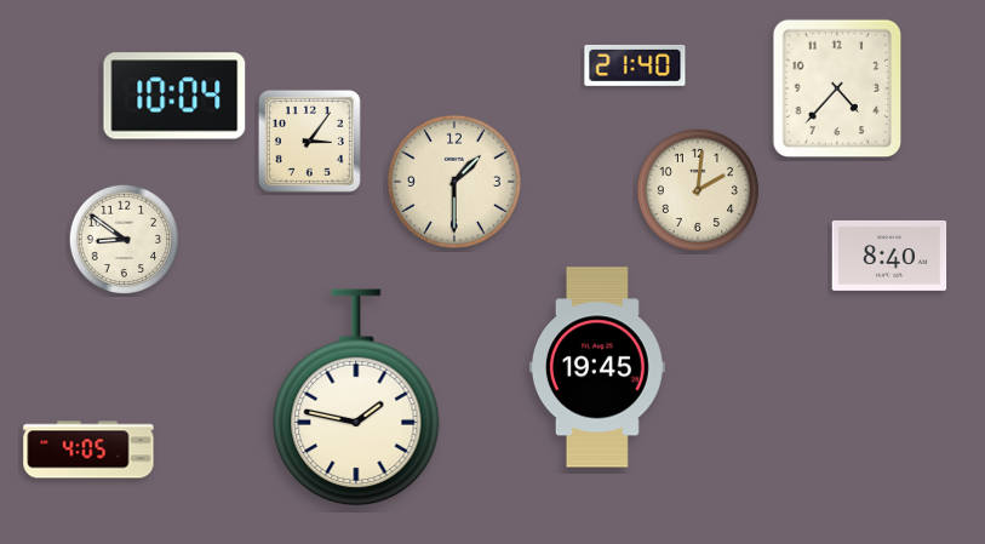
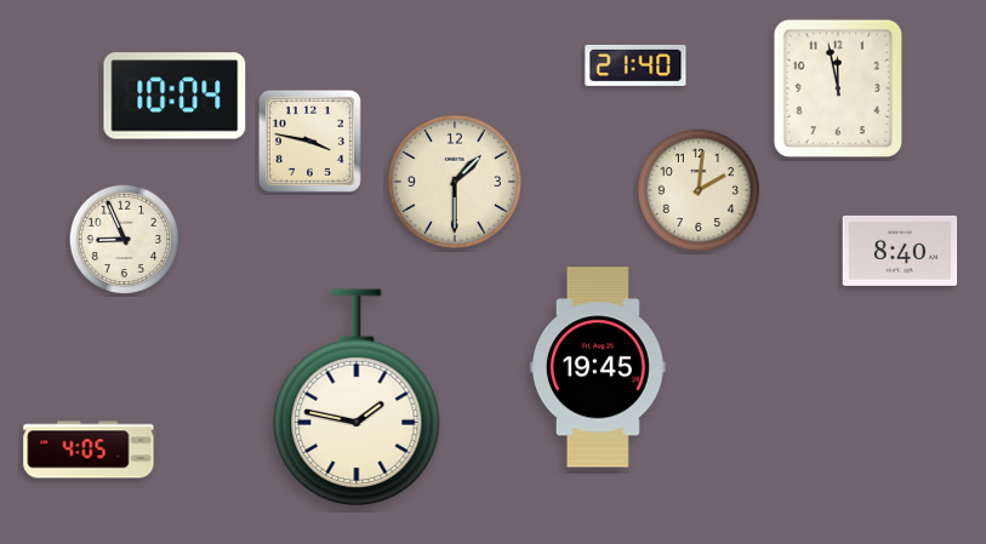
clock at (837, 88): 4:37 -> 11:58
clock at (309, 141): 3:06 -> 3:47
clock at (125, 240): 8:51 -> 8:56
clock at (889, 256) position: (889, 256) -> (900, 251)
